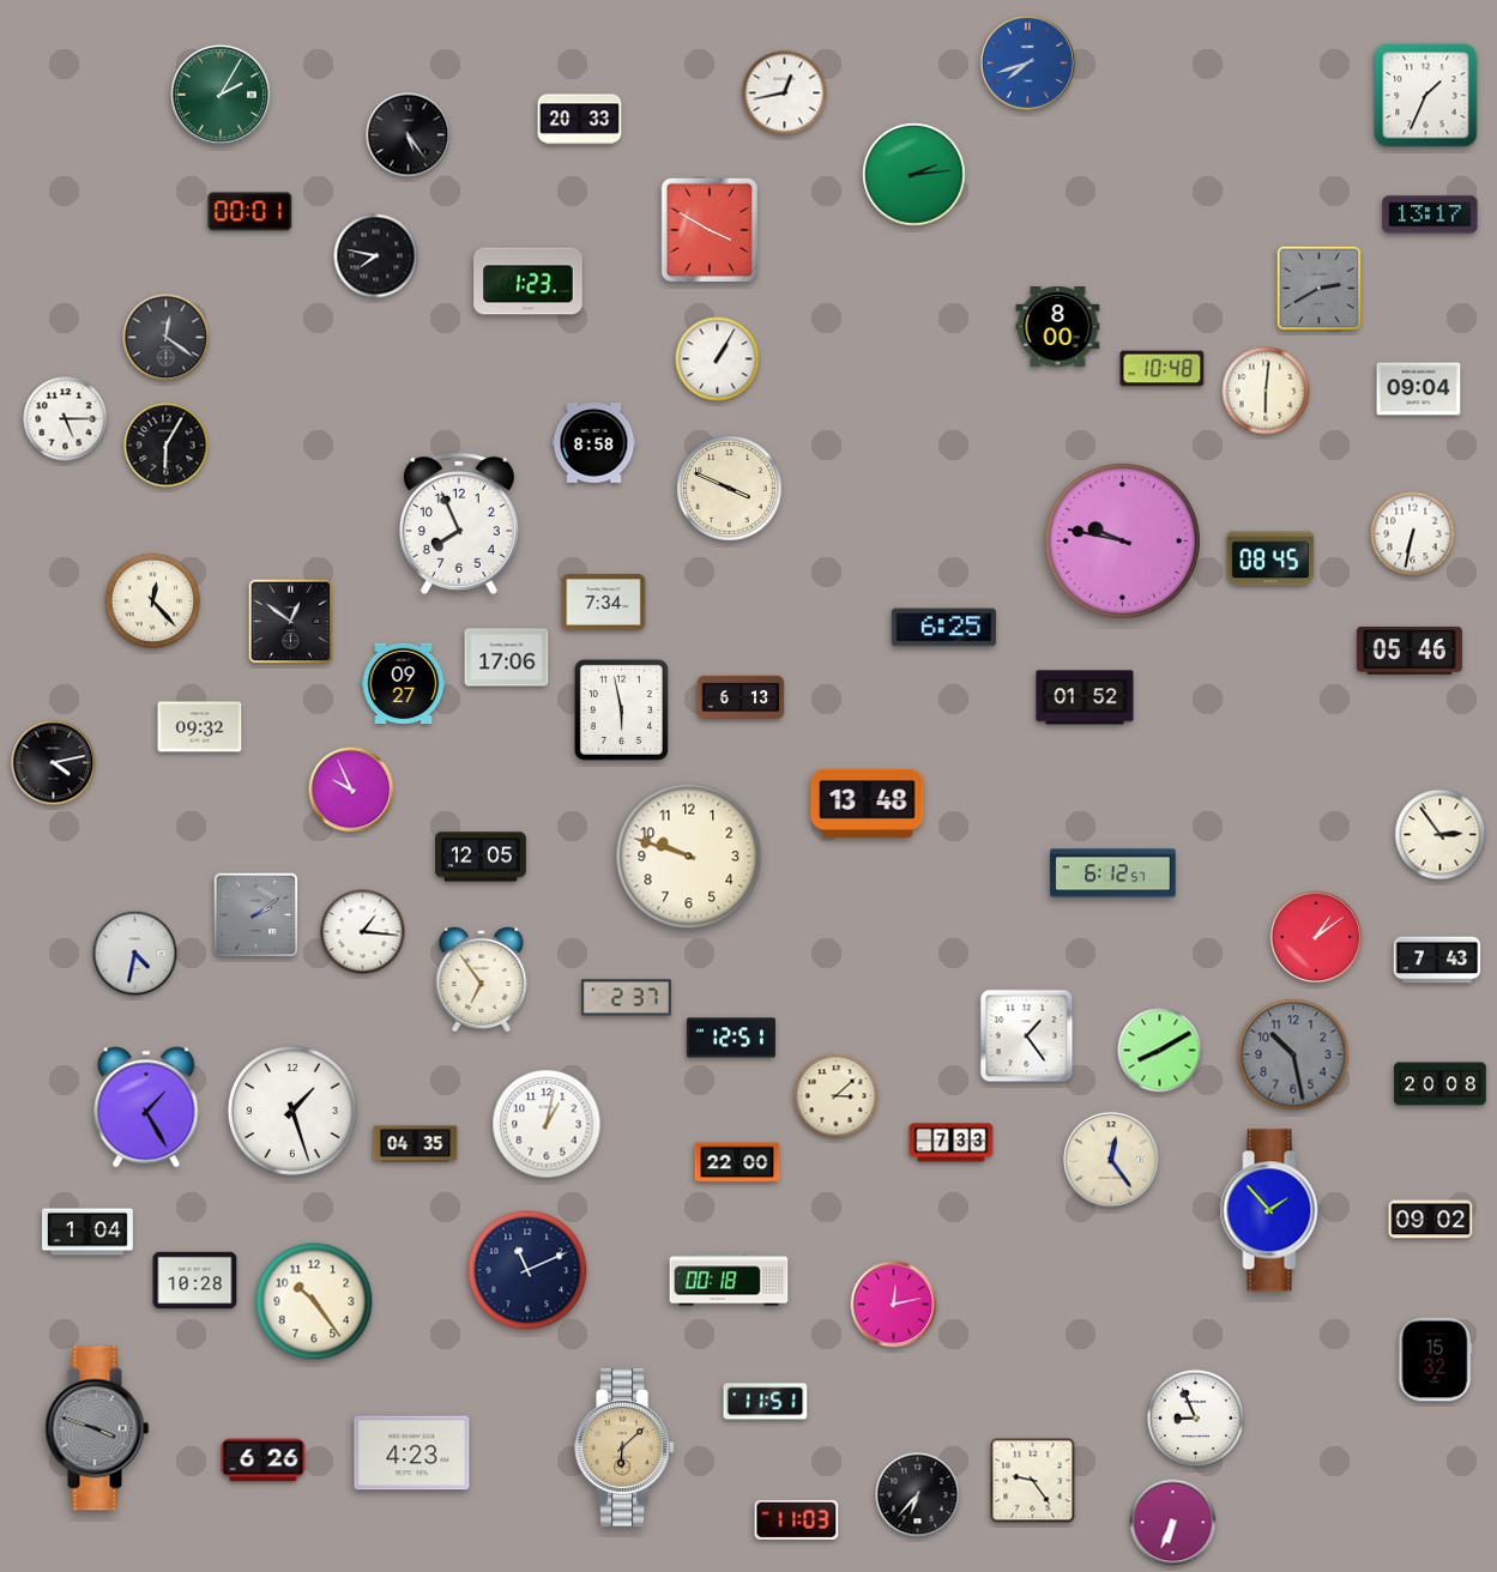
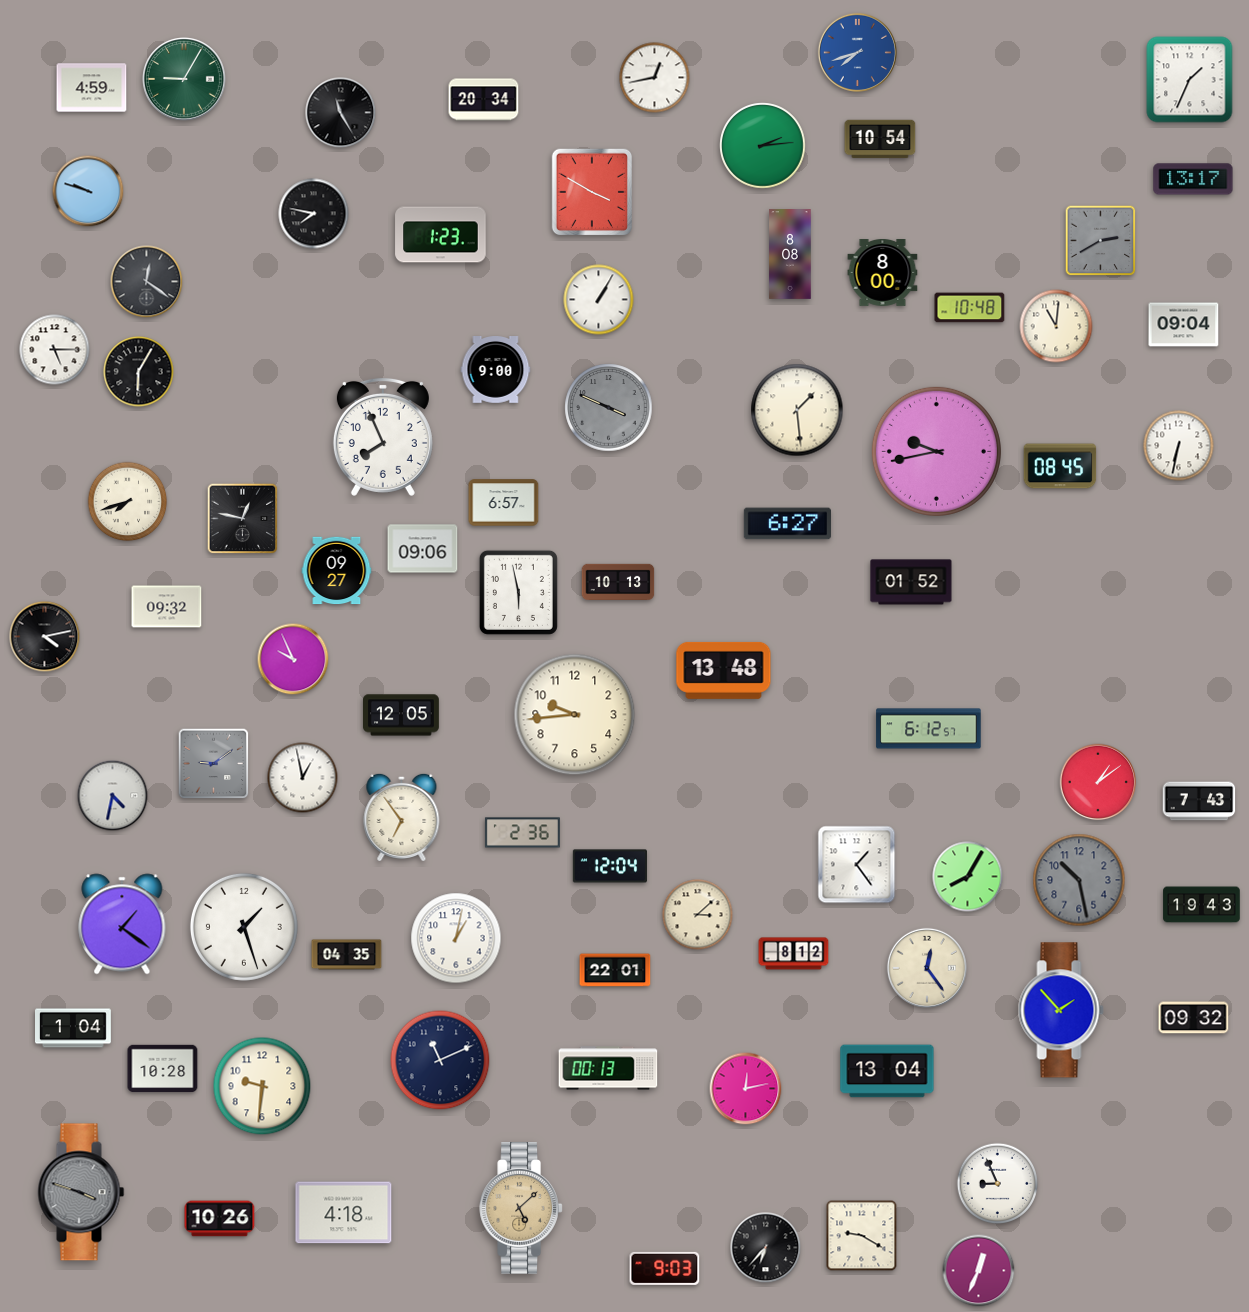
clock at (221, 95): 2:05 -> 9:05
clock at (92, 88): none -> 4:59
clock at (580, 120): 20:33 -> 20:34
clock at (409, 135): 5:24 -> 11:25
clock at (880, 139): none -> 10:54
clock at (250, 212): 00:01 -> none
clock at (88, 191): none -> 9:48
clock at (790, 254): none -> 8:08
clock at (167, 338) position: (167, 338) -> (147, 282)
clock at (1266, 391): 6:01 -> 11:01
clock at (594, 443): 8:58 -> 9:00
clock at (730, 489) dial: cream -> grey
clock at (797, 410): none -> 1:29
clock at (1122, 540): 9:47 -> 9:43
clock at (153, 601): 12:23 -> 7:42
clock at (604, 603): 7:34 -> 6:57
clock at (291, 622): 12:51 -> 12:47
clock at (943, 628): 6:25 -> 6:27
clock at (1410, 651): 05:46 -> none
clock at (507, 658): 17:06 -> 09:06
clock at (741, 697): 6:13 -> 10:13
clock at (1085, 697) position: (1085, 697) -> (911, 582)
clock at (1441, 835): 2:54 -> none
clock at (689, 857): 9:48 -> 9:44
clock at (256, 915): 2:09 -> 9:09
clock at (363, 932): 1:16 -> 12:58
clock at (626, 998): 2:37 -> 2:36
clock at (731, 1038): 12:51 -> 12:04
clock at (1160, 1051): 8:10 -> 8:05
clock at (1441, 1084): 20:08 -> 19:43
clock at (146, 1107): 1:25 -> 1:21
clock at (952, 1143): 7:33 -> 8:12
clock at (737, 1162): 22:00 -> 22:01
clock at (1431, 1220): 09:02 -> 09:32
clock at (729, 1280): 00:18 -> 00:13
clock at (887, 1071): none -> 13:04
clock at (314, 1301): 10:24 -> 9:31
clock at (1435, 1360): 15:32 -> none
clock at (766, 1402): 11:51 -> none
clock at (624, 1447): 6:08 -> 5:08
clock at (412, 1453): 4:23 -> 4:18
clock at (264, 1461): 6:26 -> 10:26
clock at (1033, 1481): 9:24 -> 9:20
clock at (797, 1519): 11:03 -> 9:03
clock at (1173, 1523): 6:34 -> 12:34
